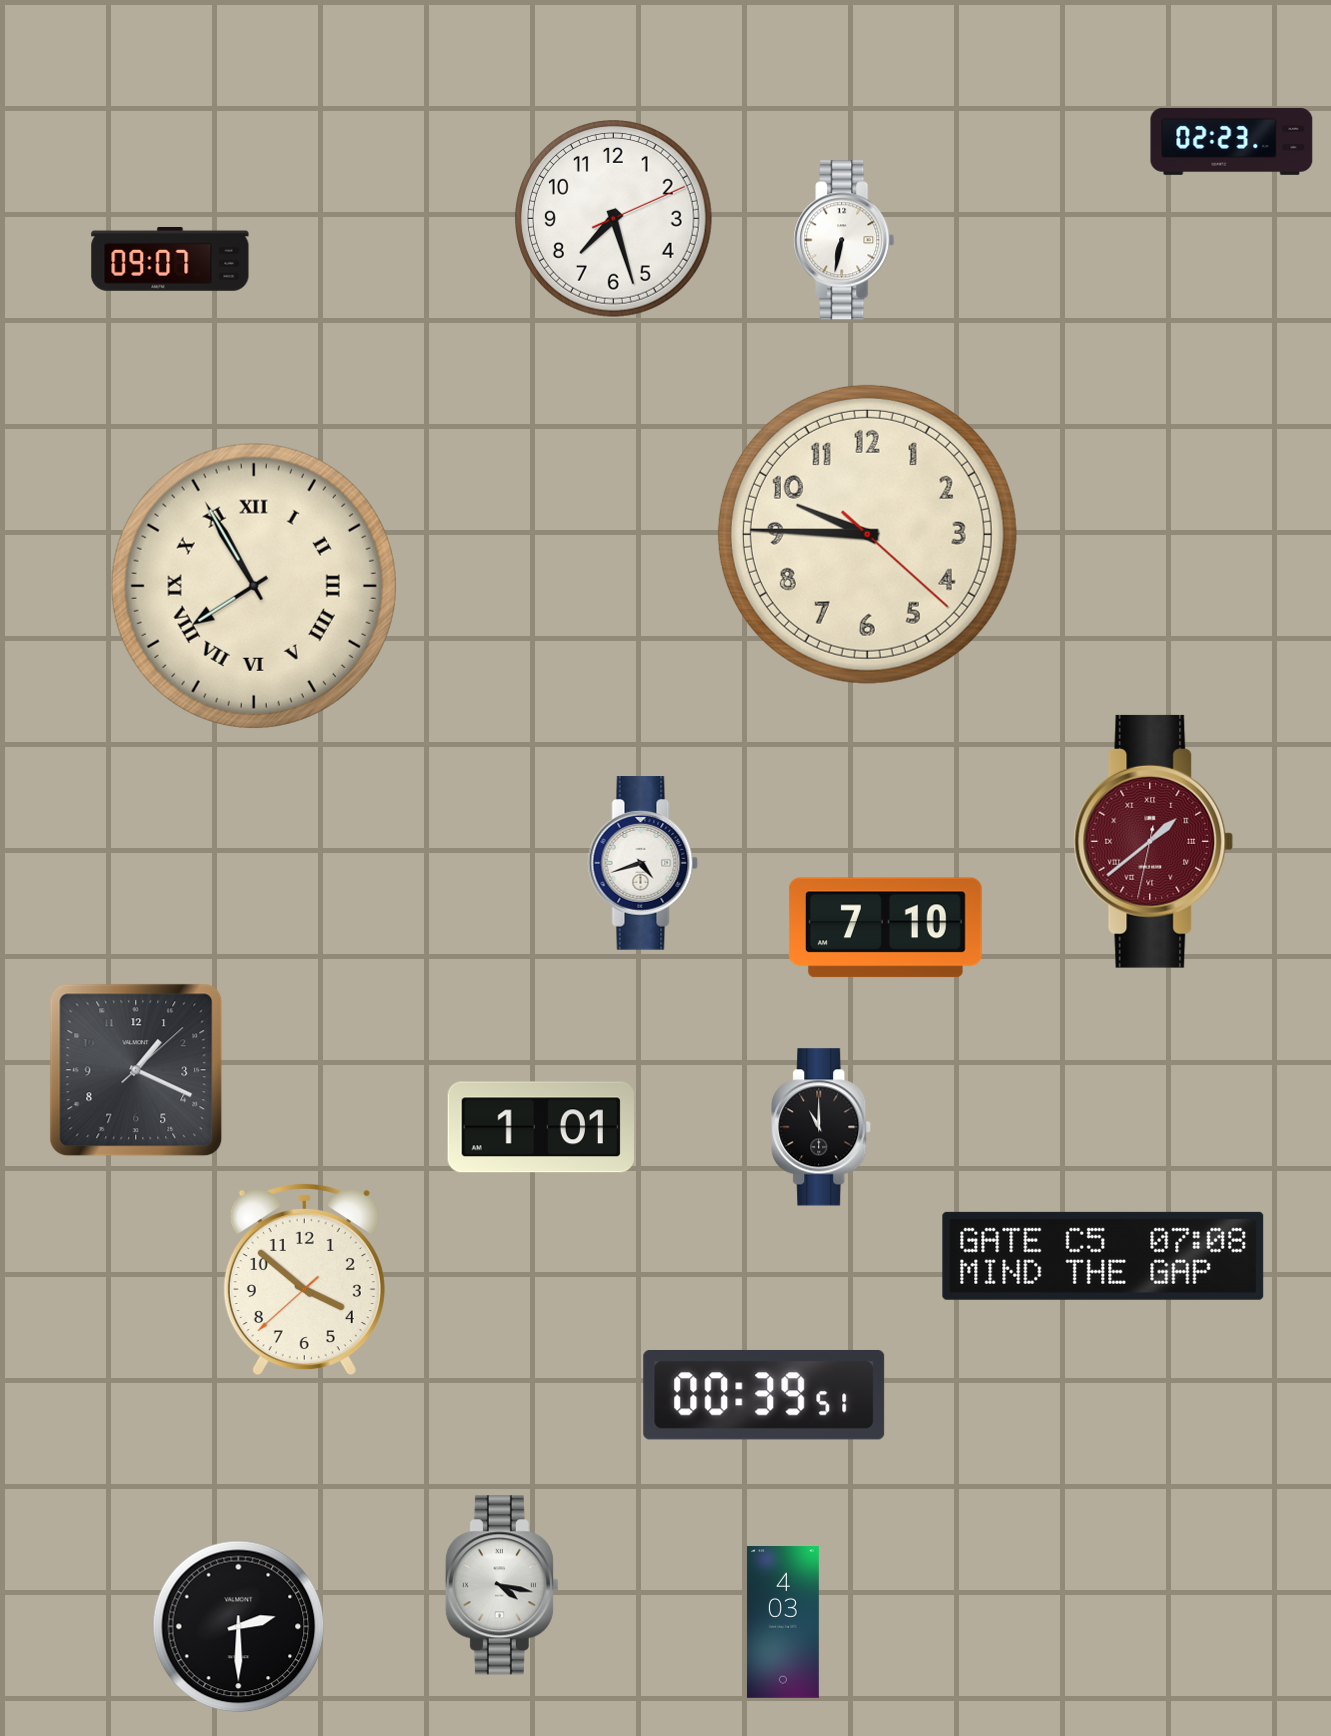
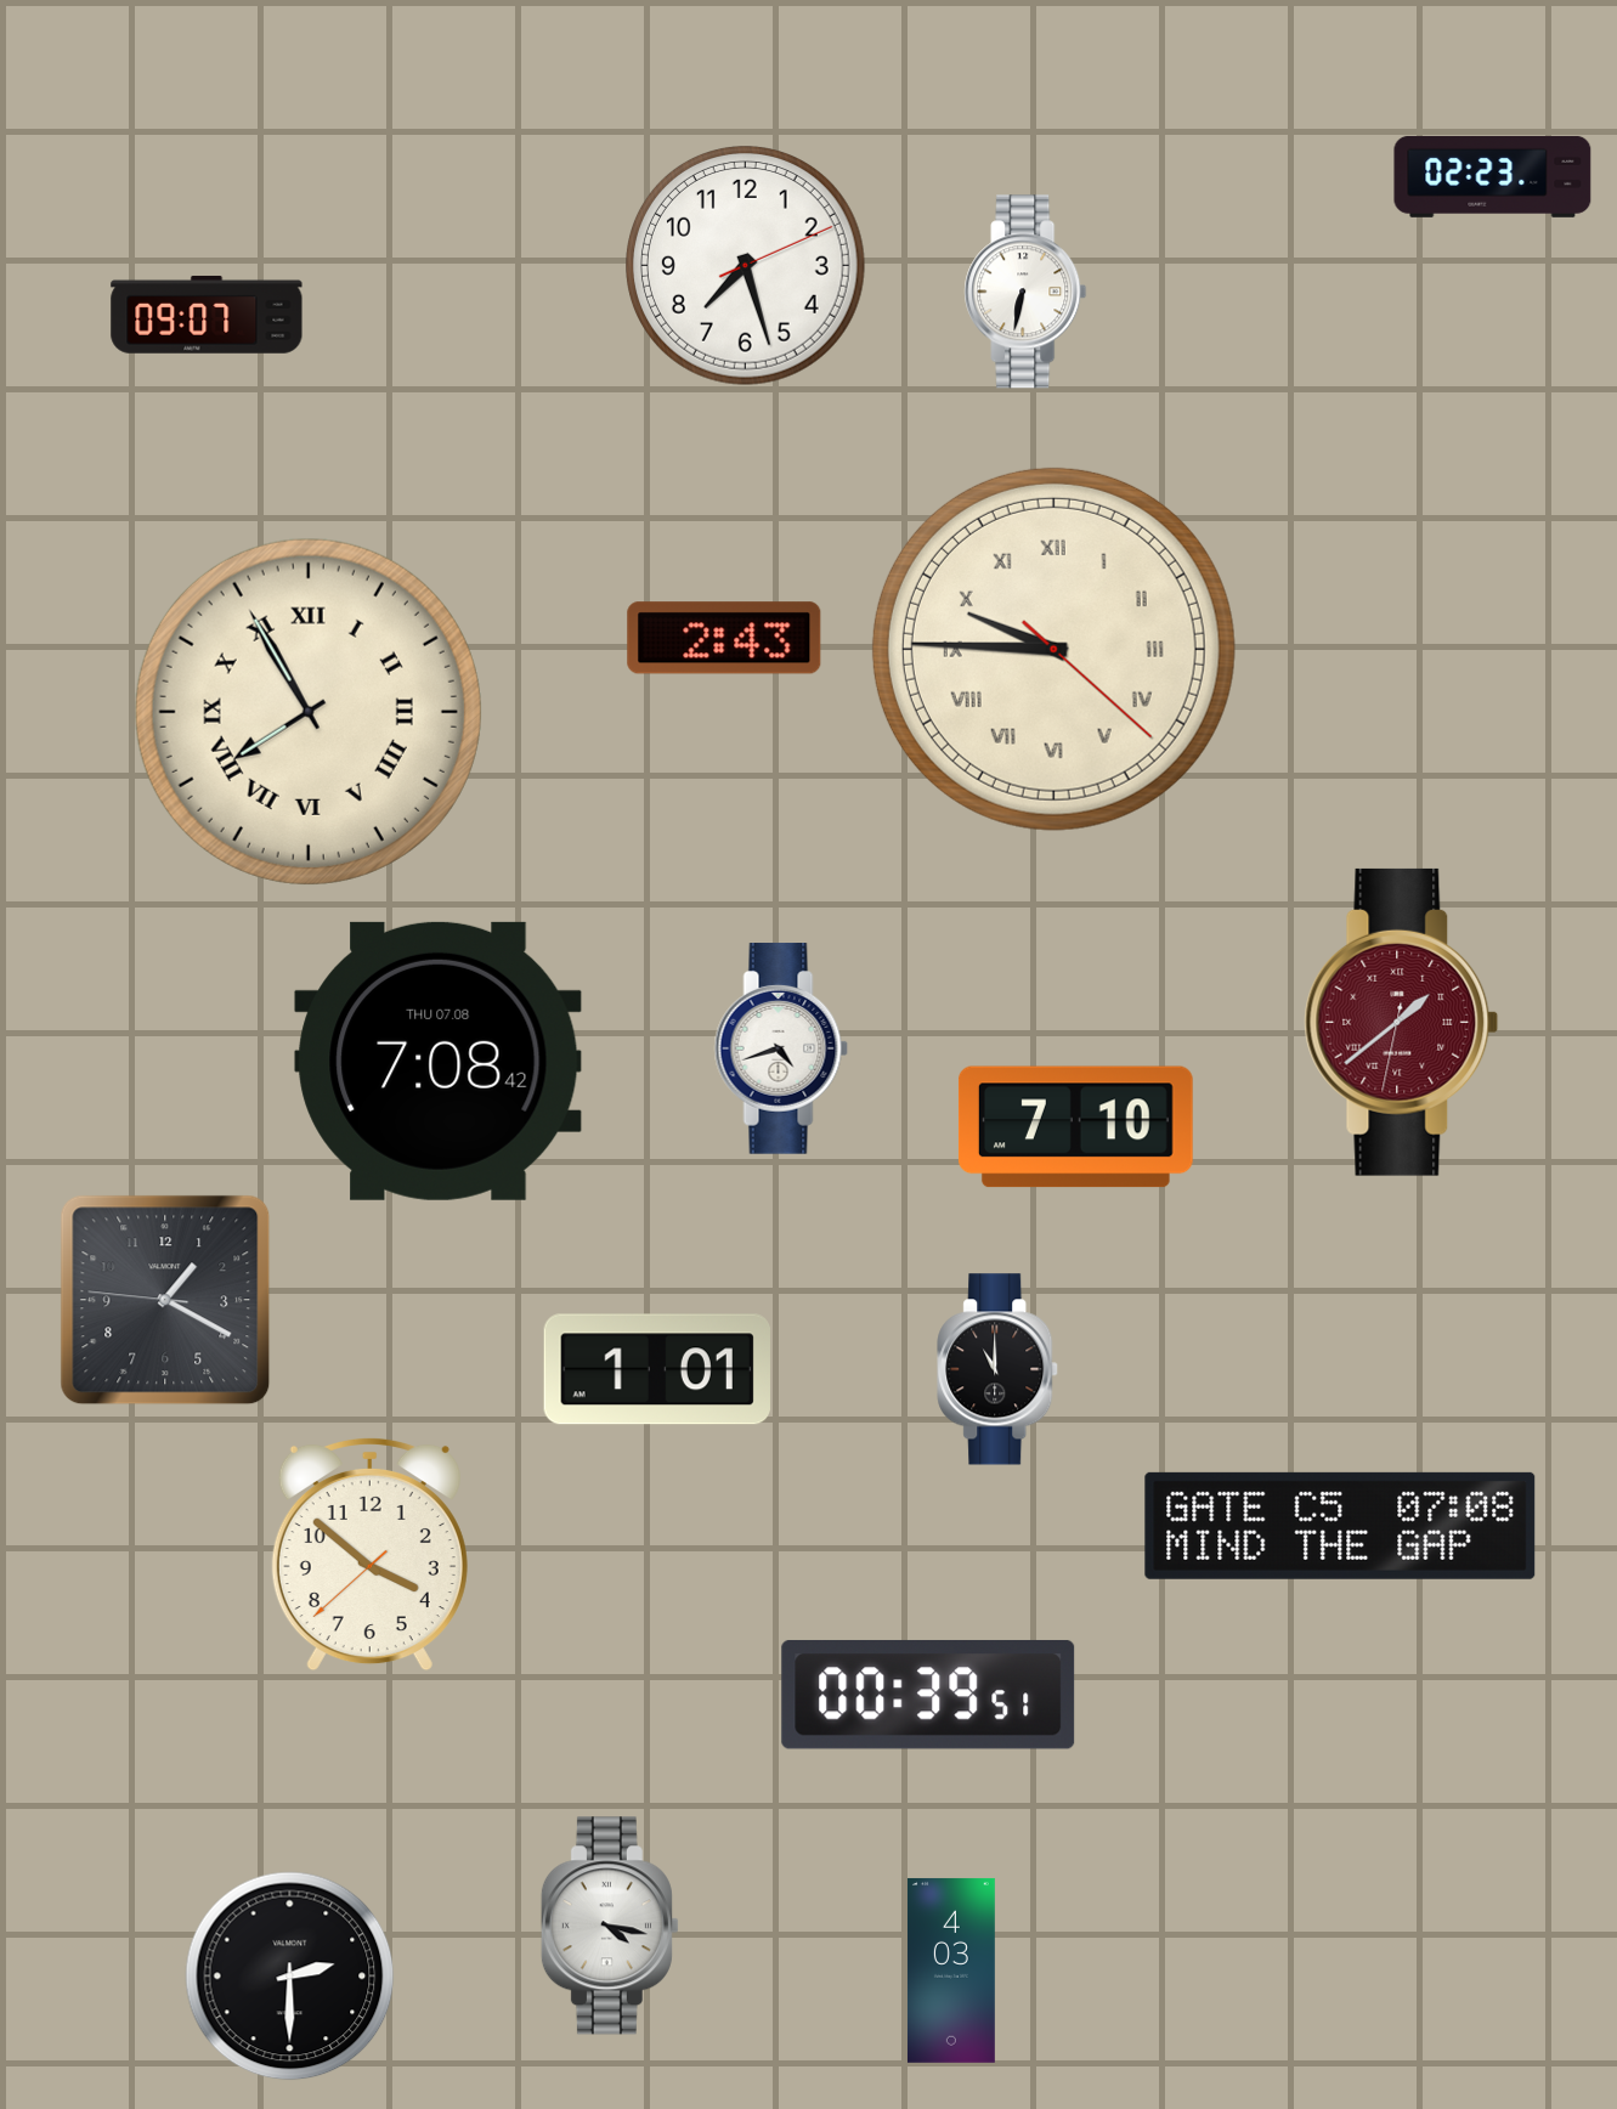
clock at (1232, 141) position: (1232, 141) -> (1493, 176)
clock at (724, 638): none -> 2:43
clock at (867, 534) numerals: Arabic -> Roman
clock at (439, 1061): none -> 7:08
clock at (136, 1070): 1:19:08 -> 1:19:46
